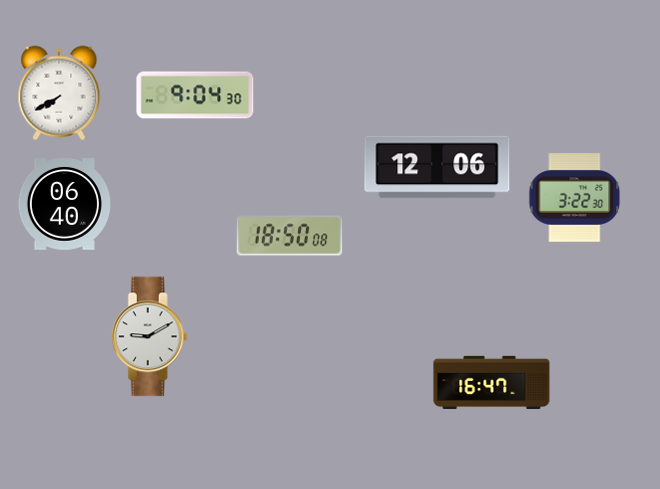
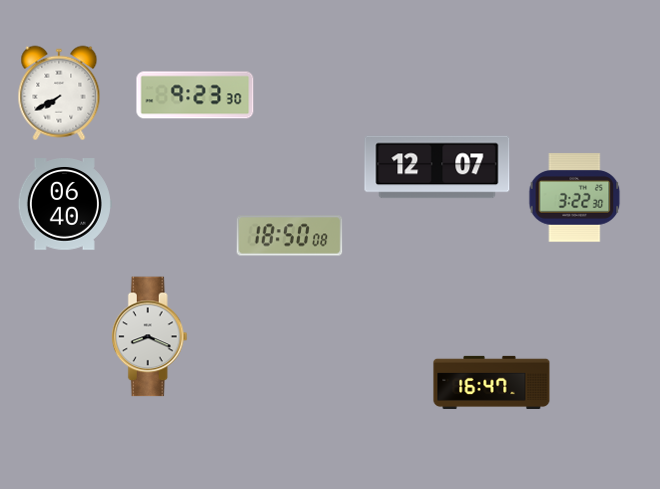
clock at (195, 95): 9:04 -> 9:23
clock at (437, 167): 12:06 -> 12:07
clock at (149, 337): 9:10 -> 8:19
